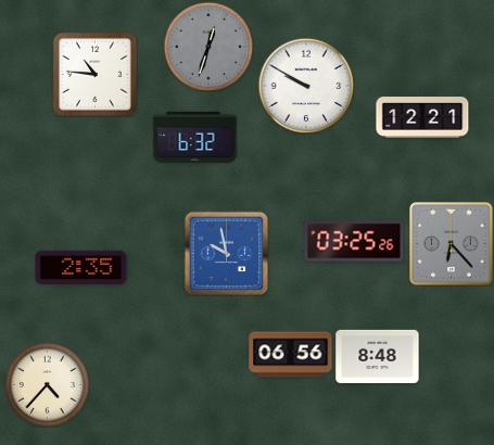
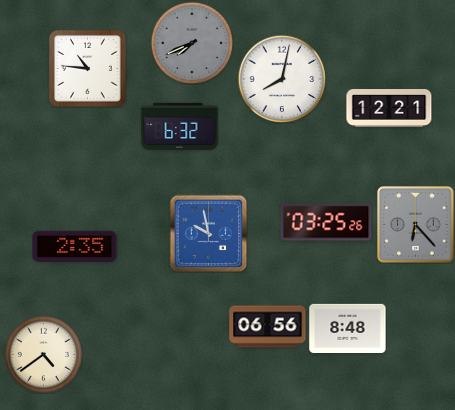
clock at (208, 47): 12:33 -> 7:41
clock at (306, 86): 9:50 -> 8:02
clock at (47, 384): 4:37 -> 4:39
